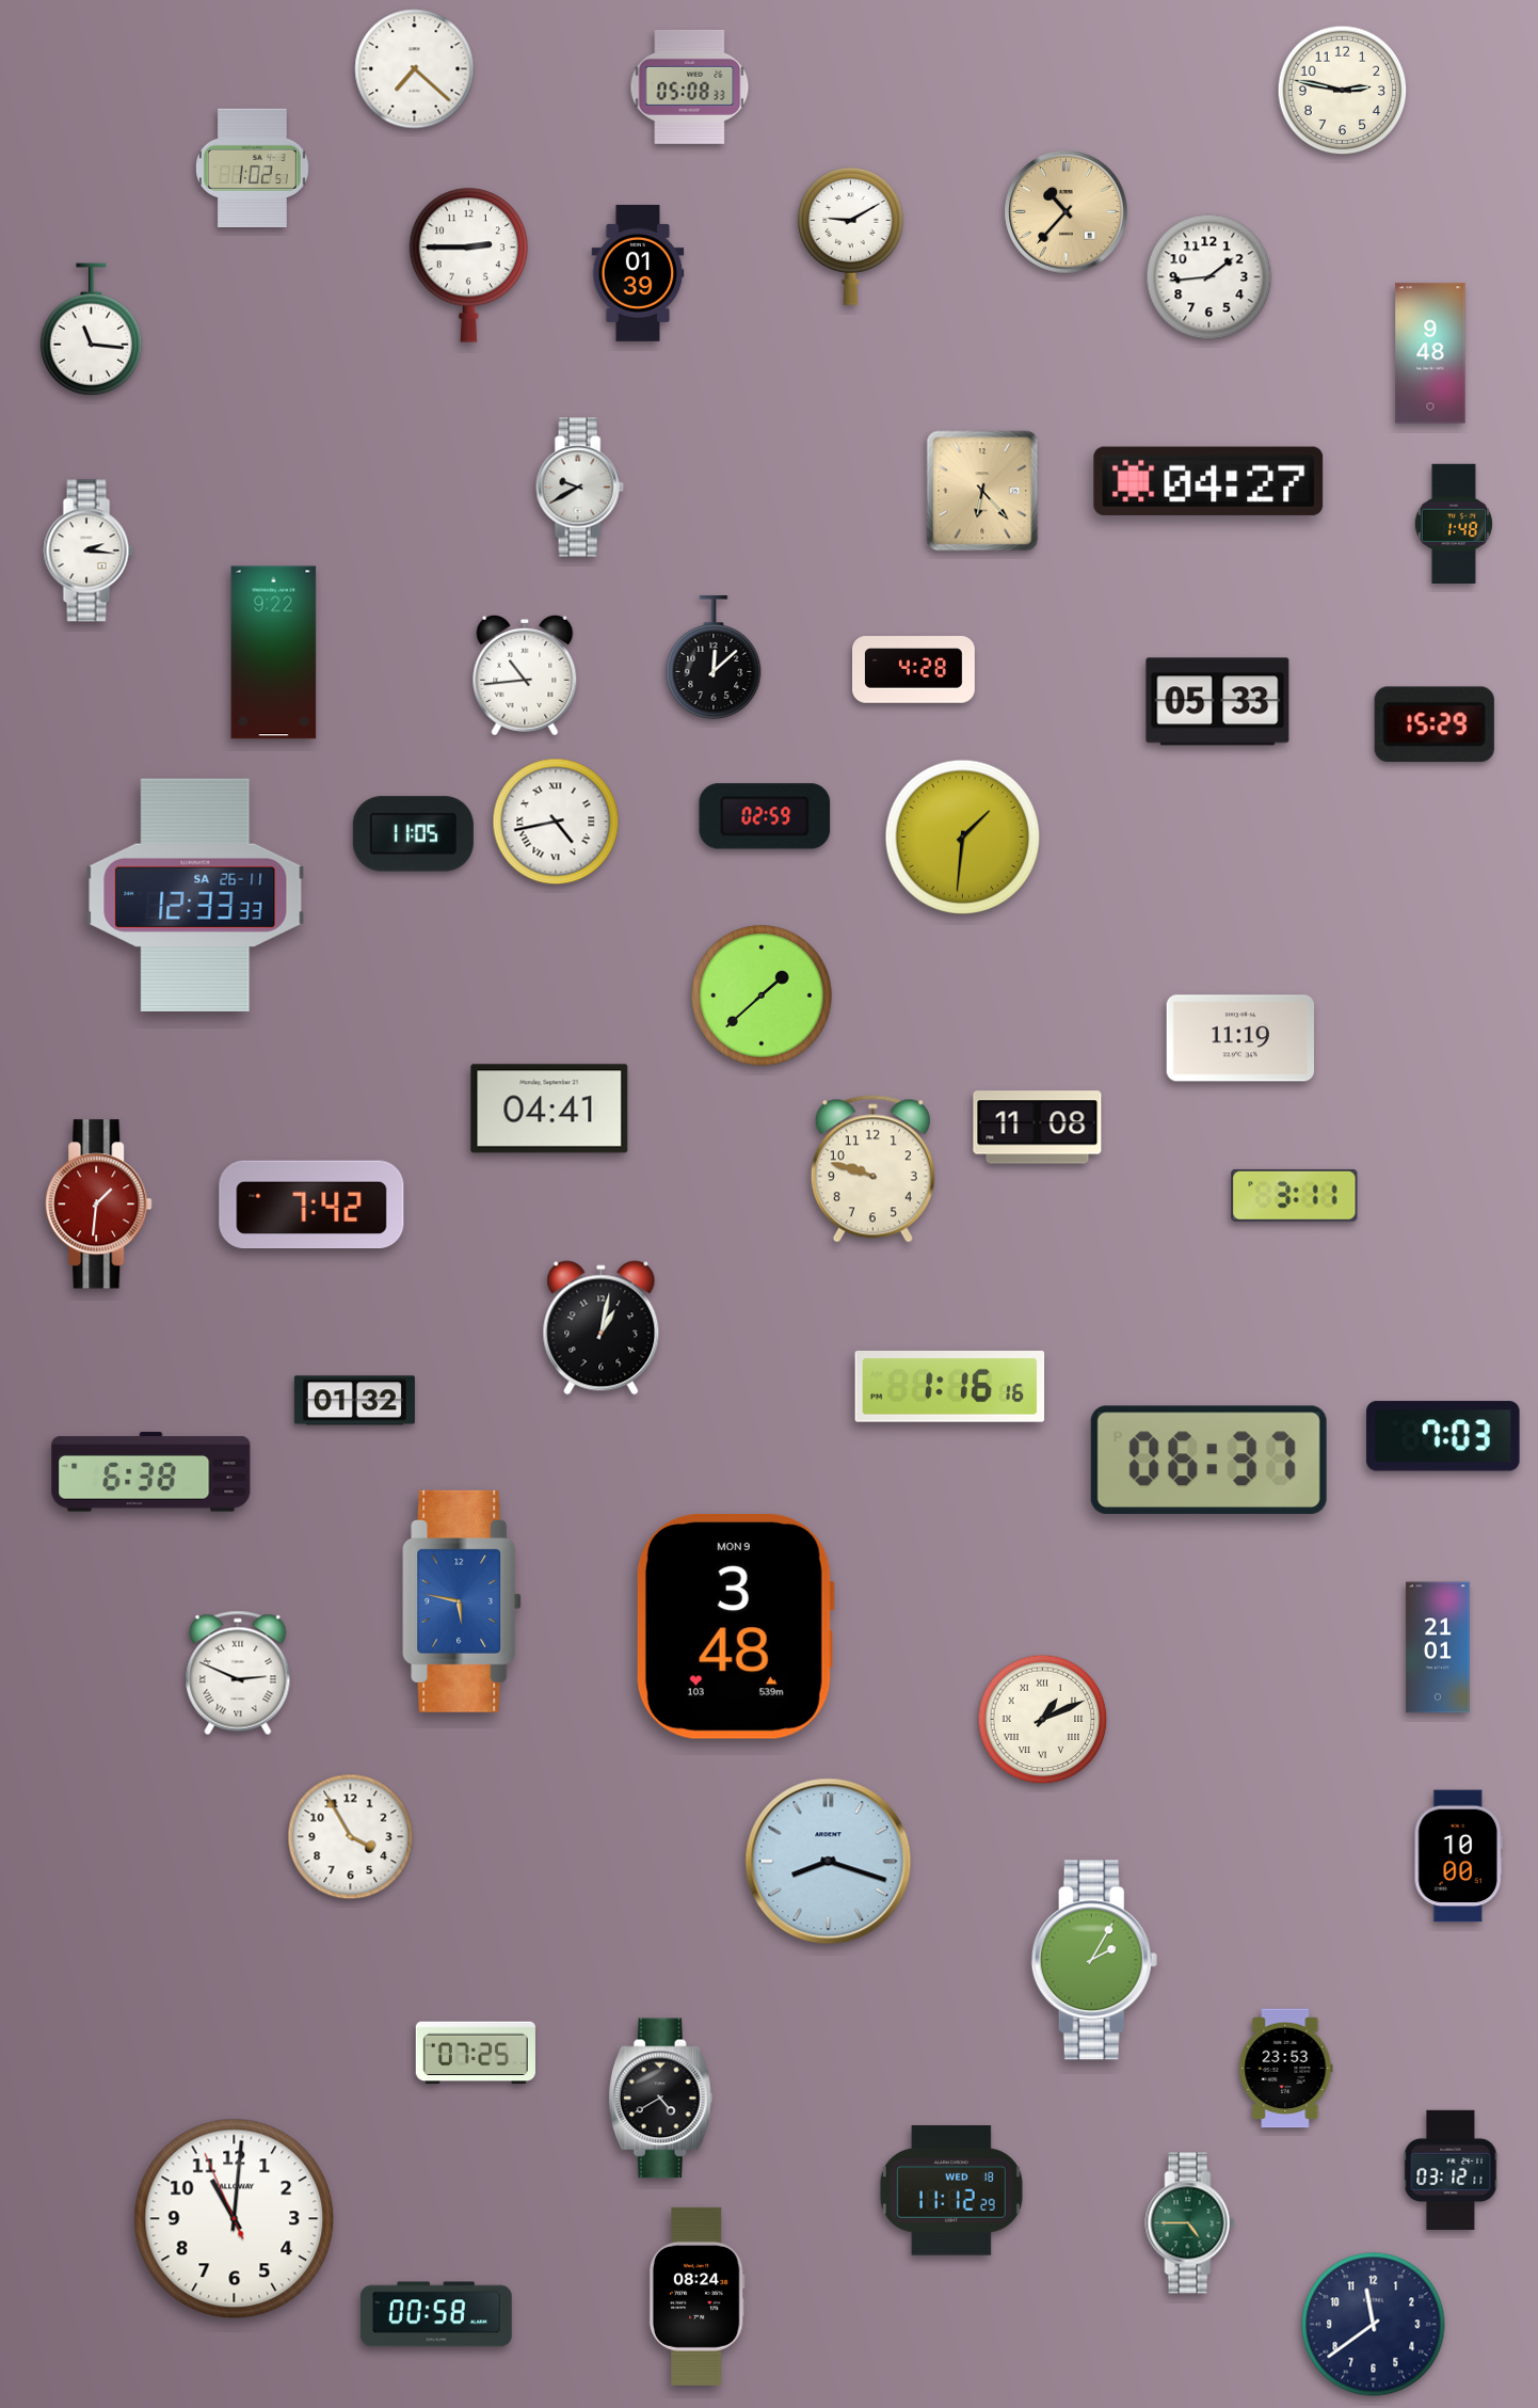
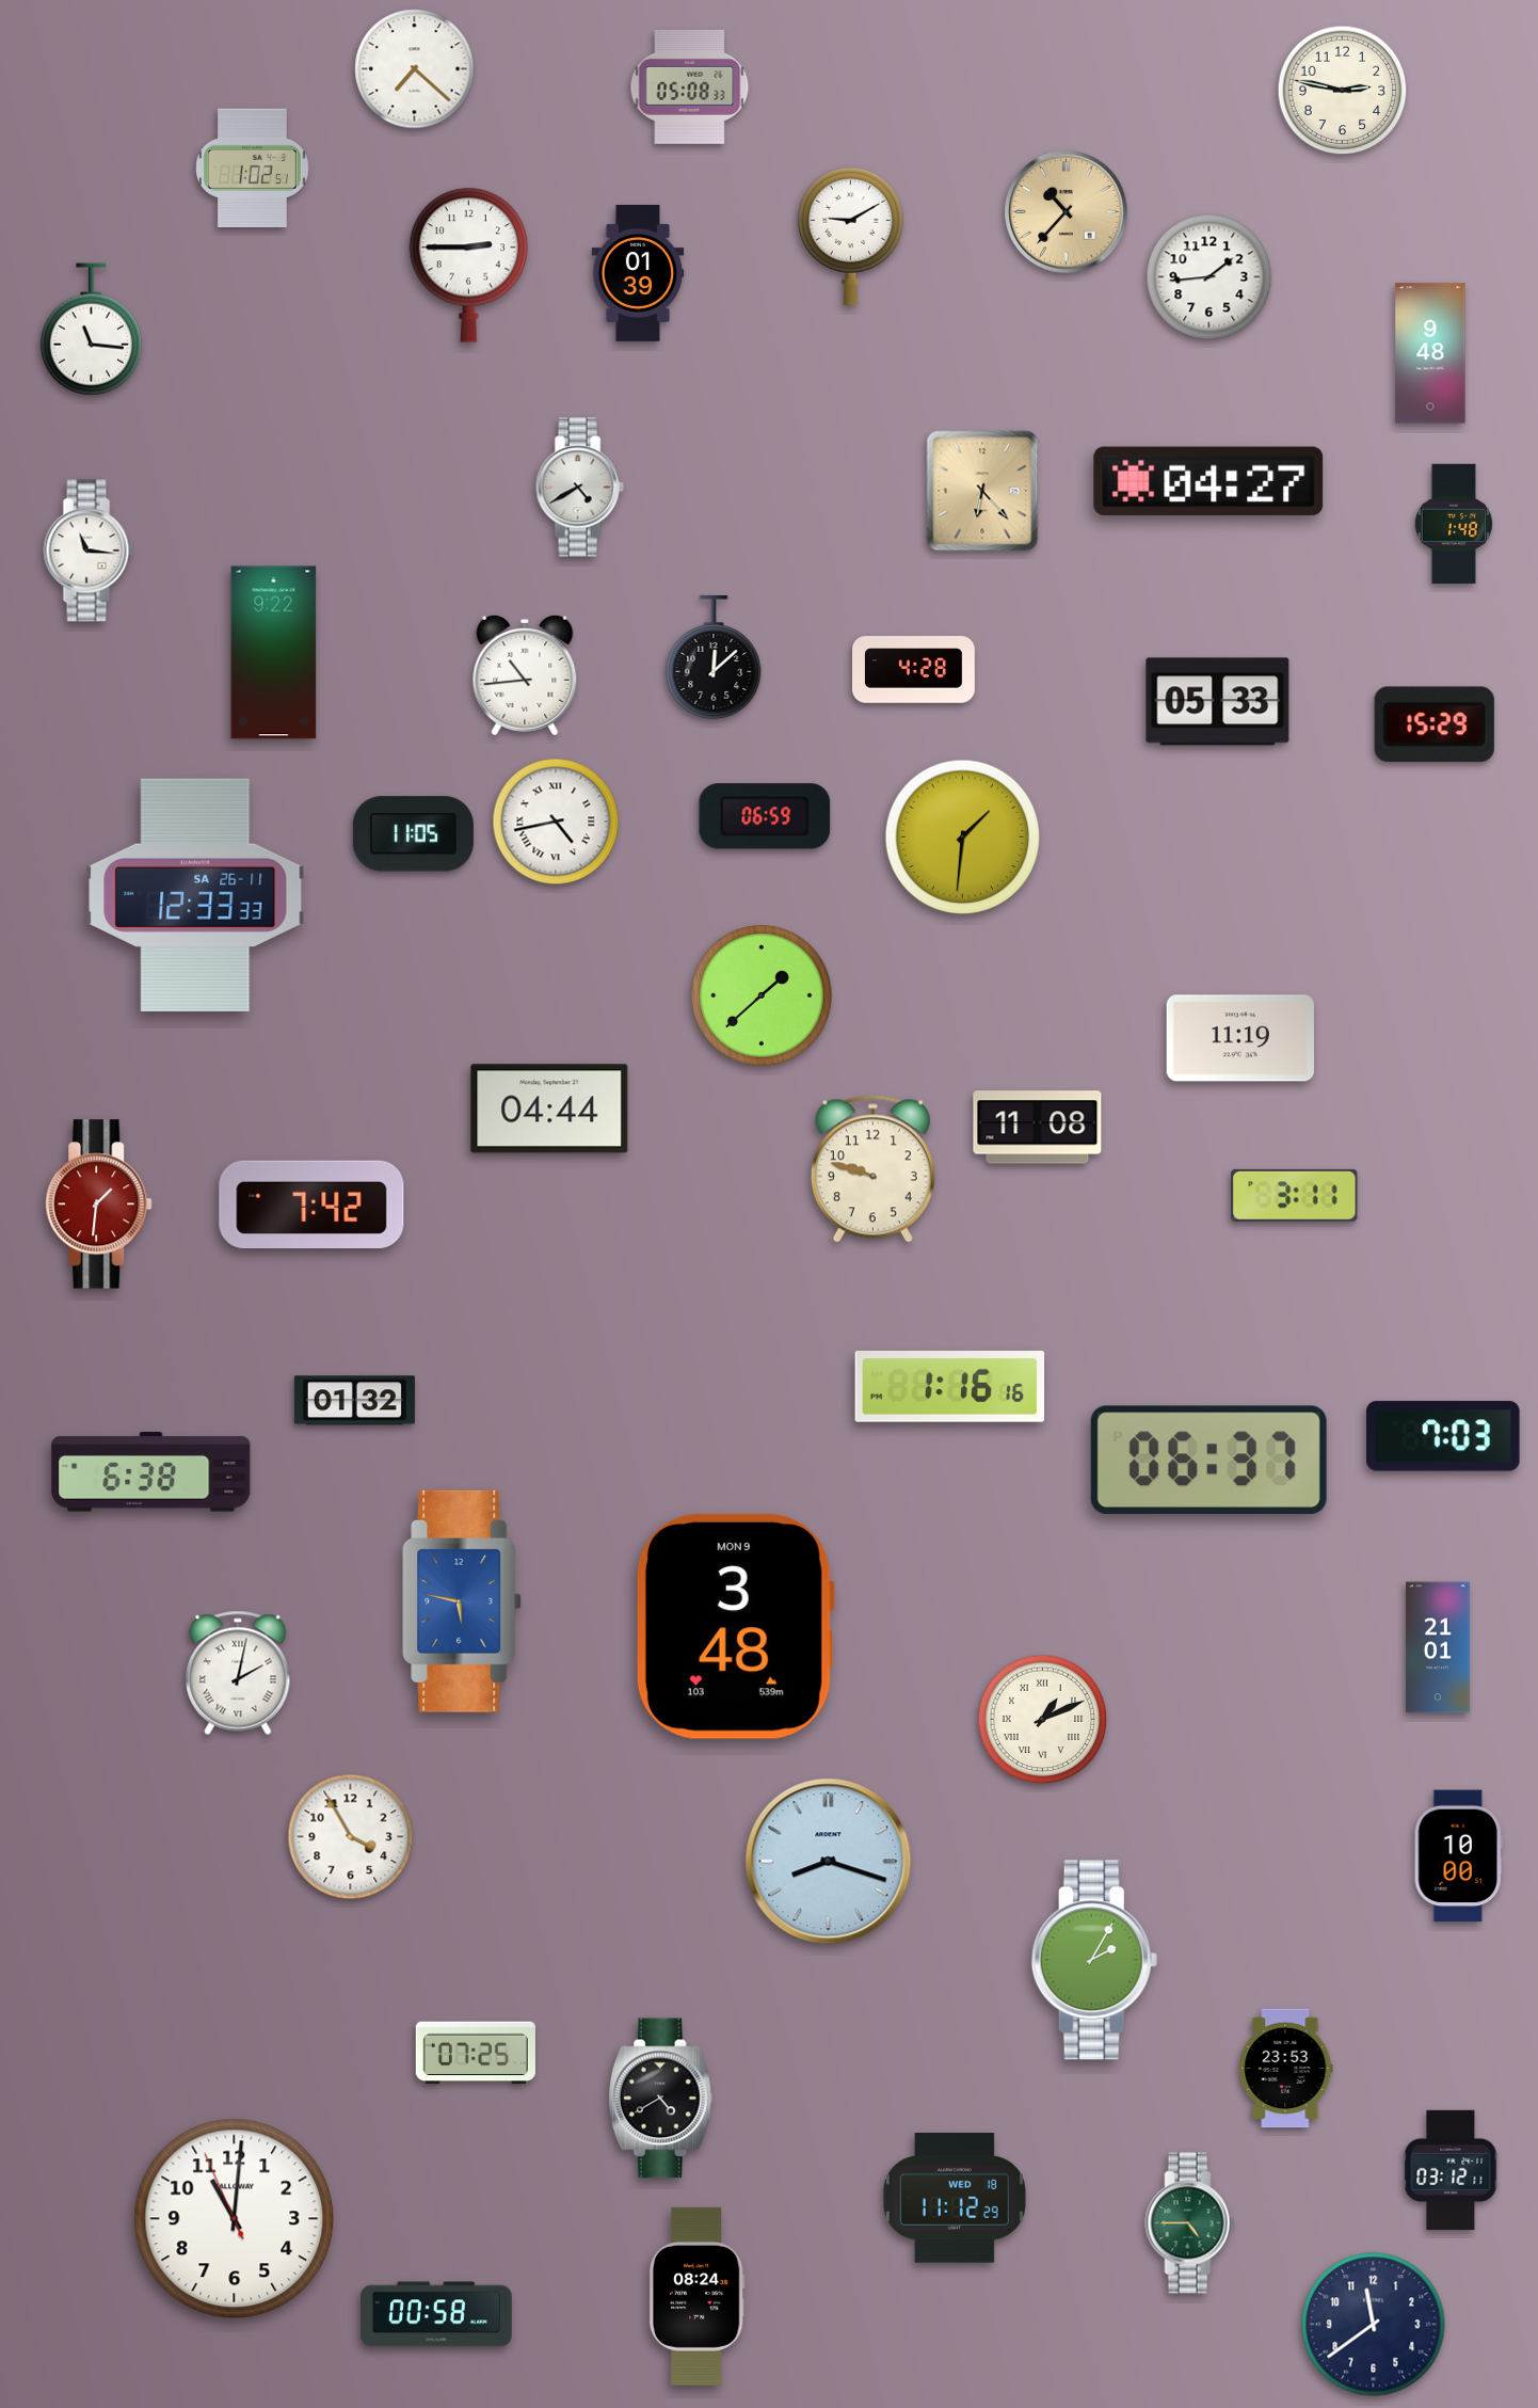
clock at (579, 488): 9:40 -> 4:40
clock at (89, 551): 2:16 -> 11:16
clock at (765, 816): 02:59 -> 06:59
clock at (549, 1109): 04:41 -> 04:44
clock at (602, 1328): 1:02 -> none
clock at (238, 1673): 2:49 -> 2:02
clock at (951, 2190) position: (951, 2190) -> (955, 2198)
